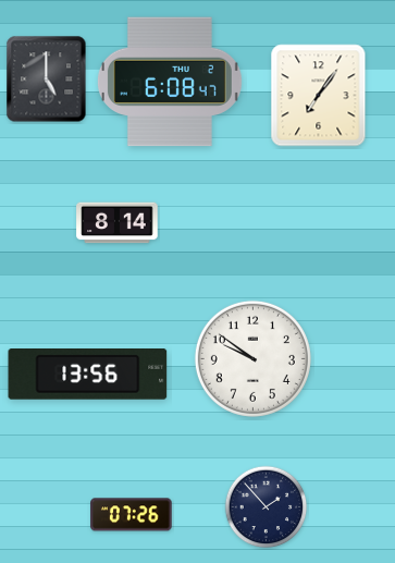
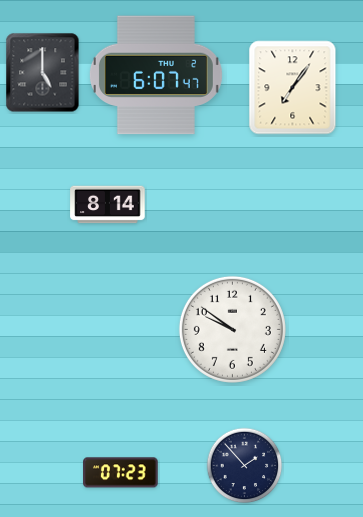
clock at (170, 82): 6:08 -> 6:07
clock at (88, 375): 13:56 -> none
clock at (132, 515): 07:26 -> 07:23
